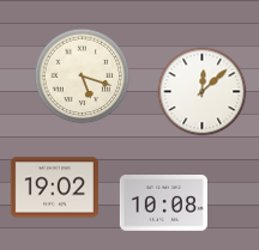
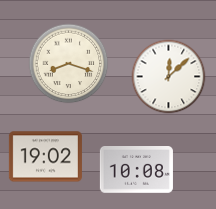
clock at (83, 77): 5:18 -> 8:18
